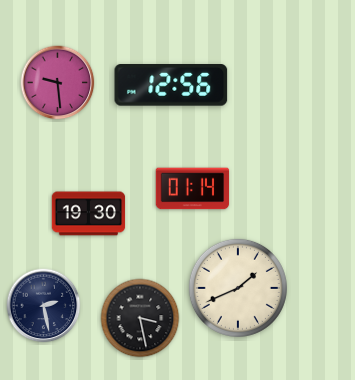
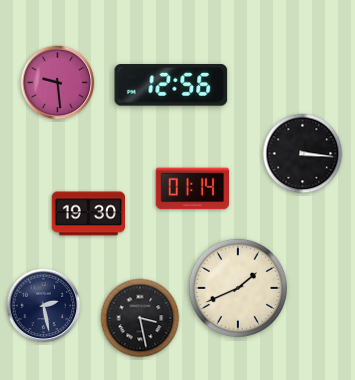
clock at (303, 154): none -> 3:16
